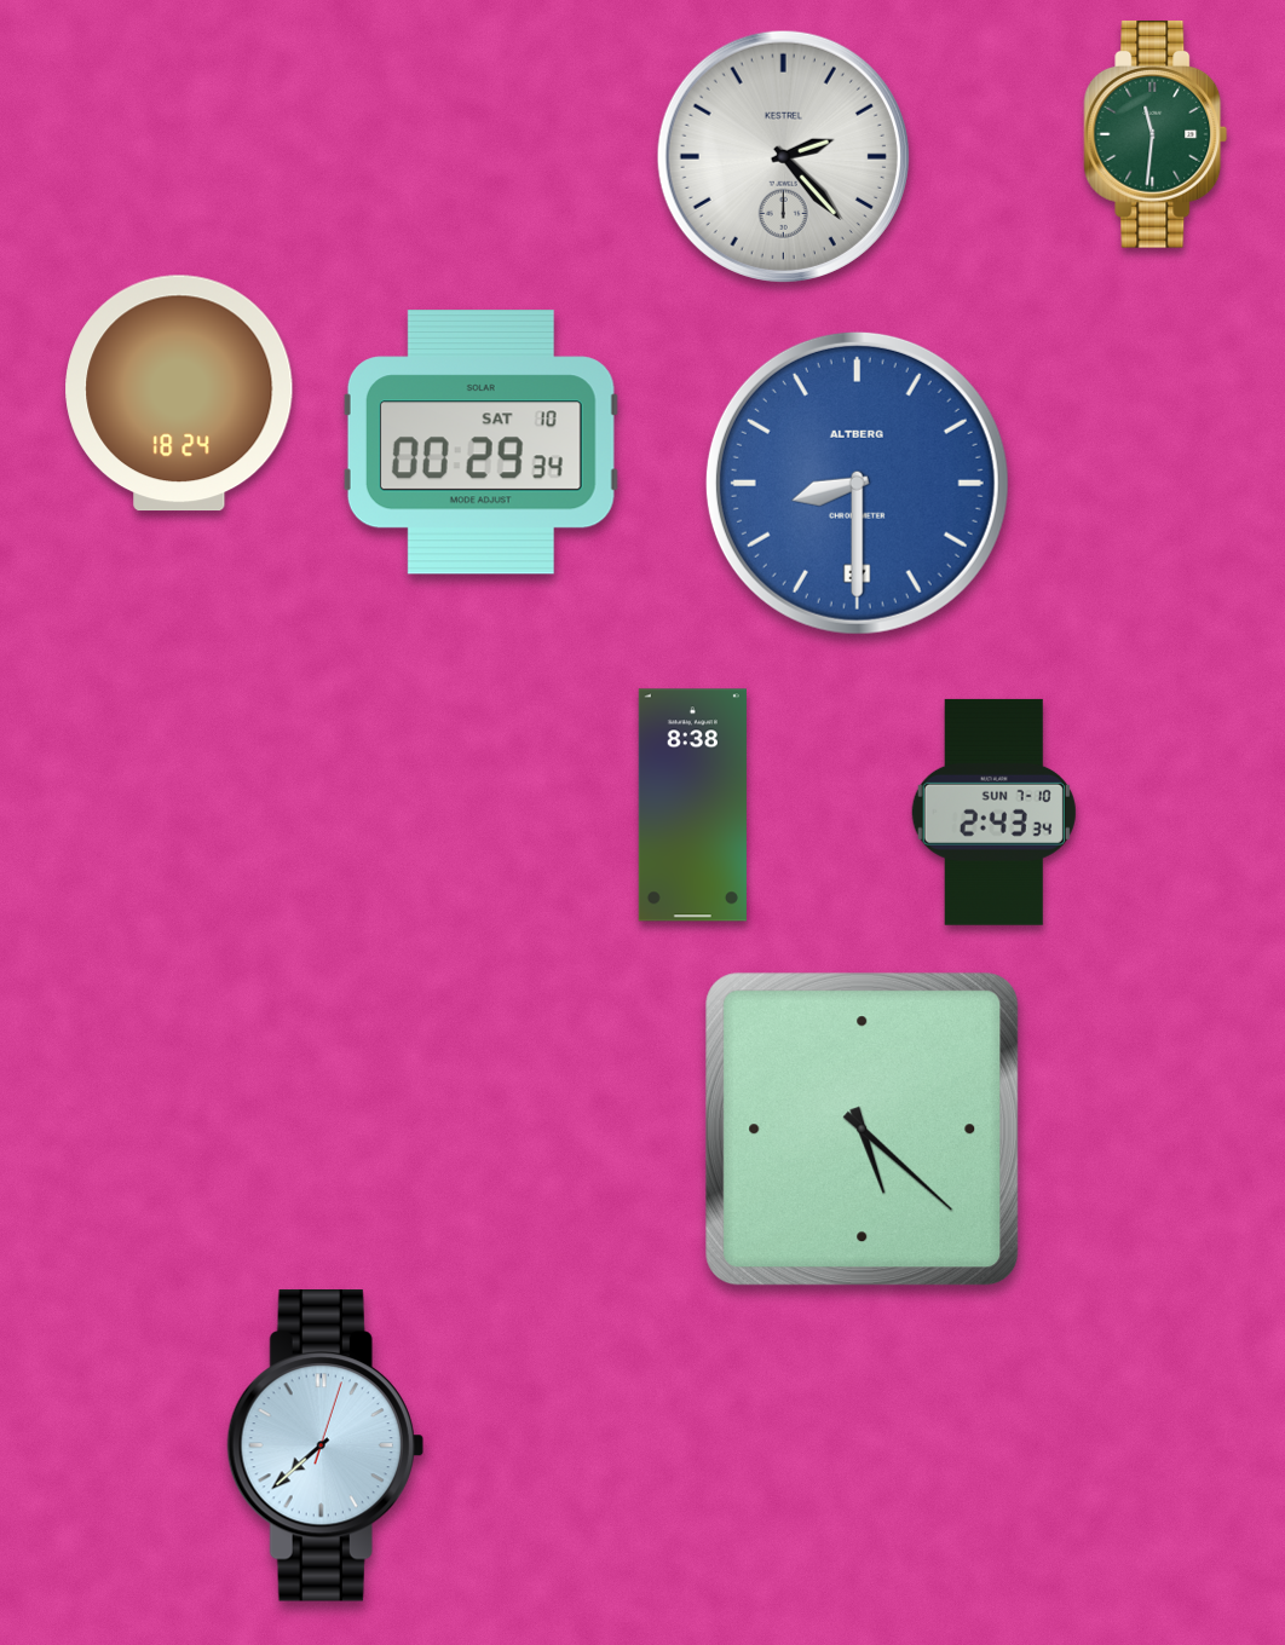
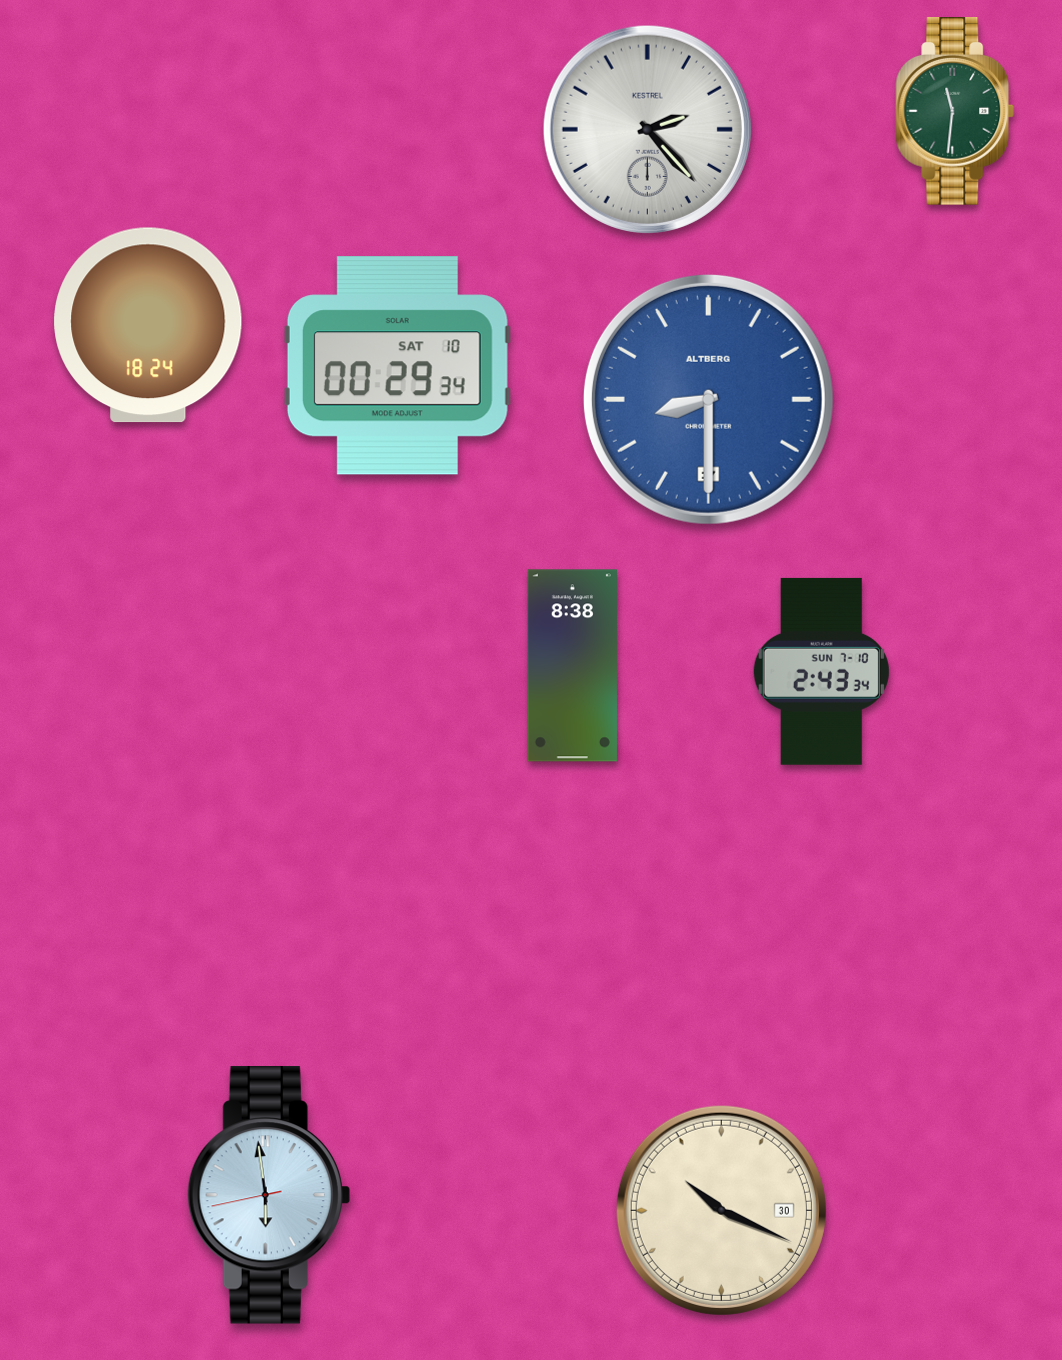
clock at (863, 1130): 5:22 -> none
clock at (325, 1447): 7:38 -> 5:58
clock at (721, 1210): none -> 10:19
